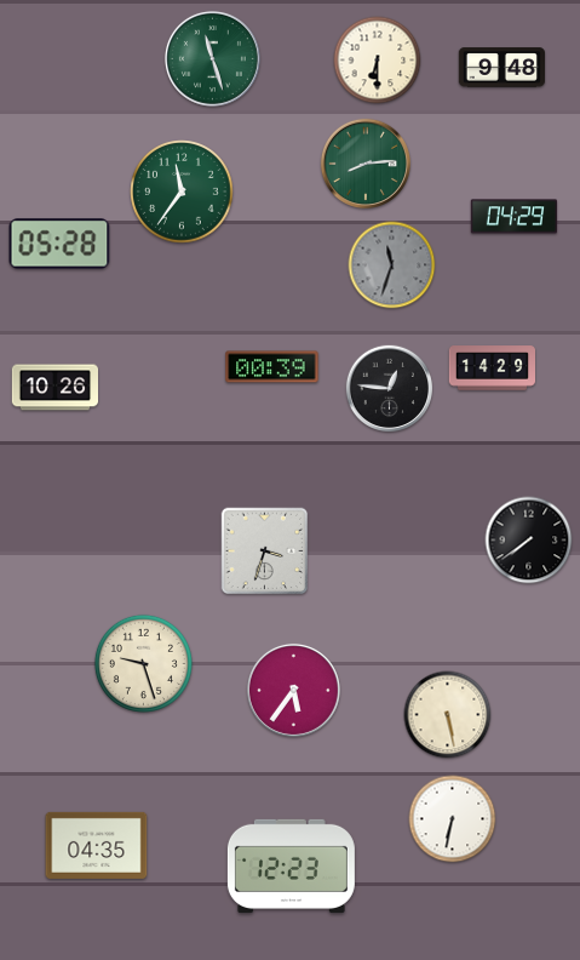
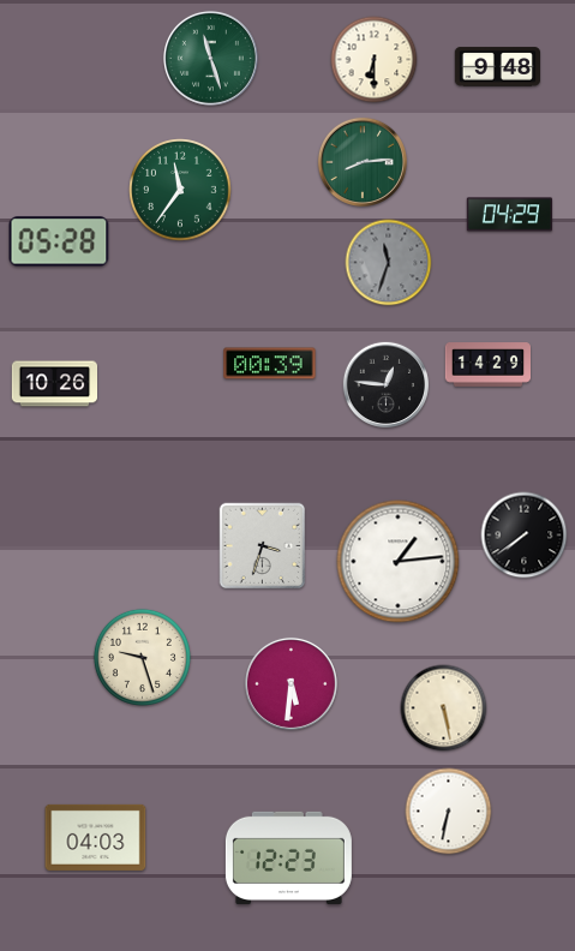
clock at (399, 562): none -> 1:14
clock at (293, 690): 5:36 -> 5:31
clock at (97, 845): 04:35 -> 04:03
